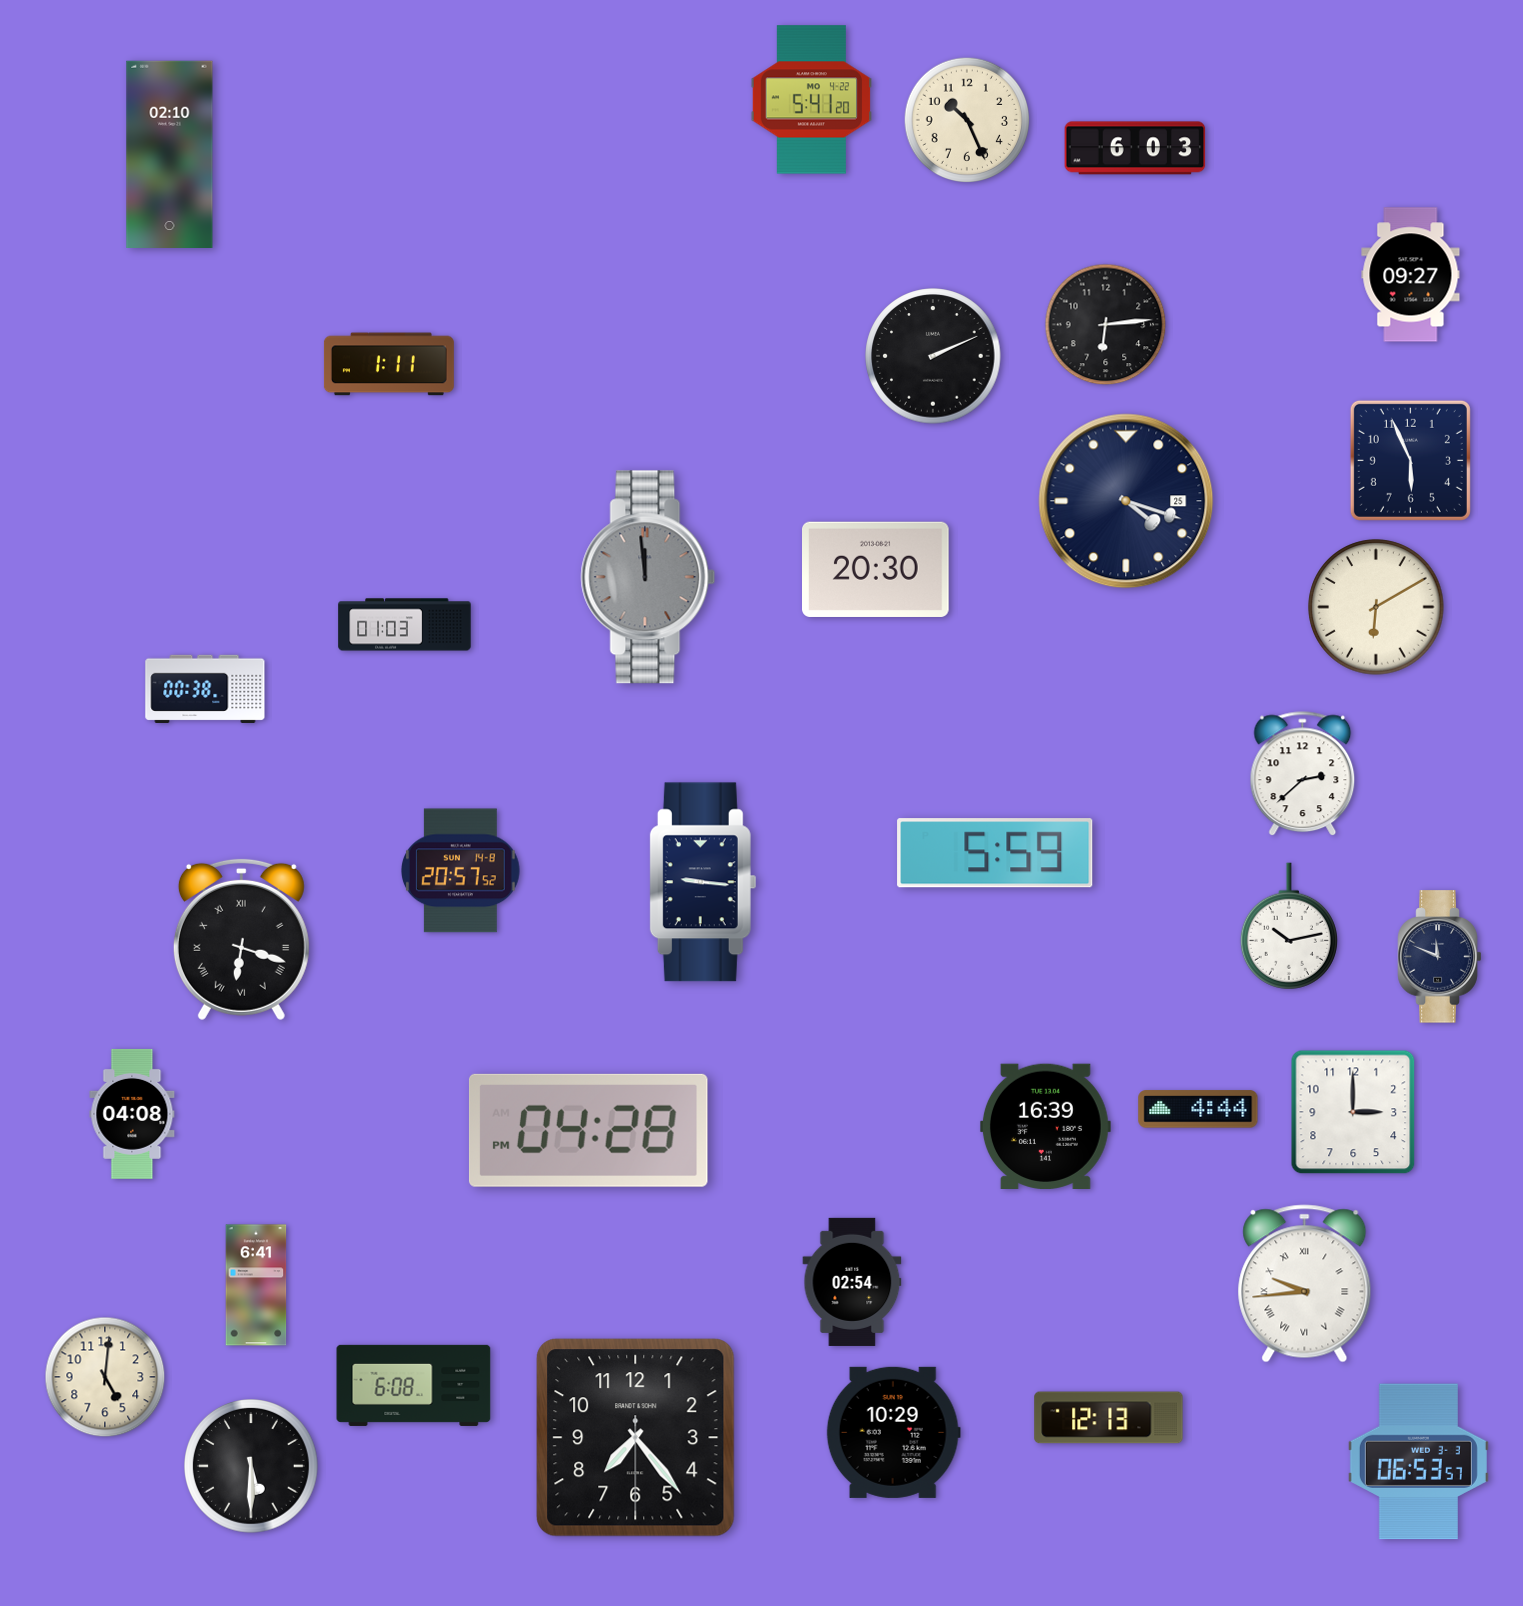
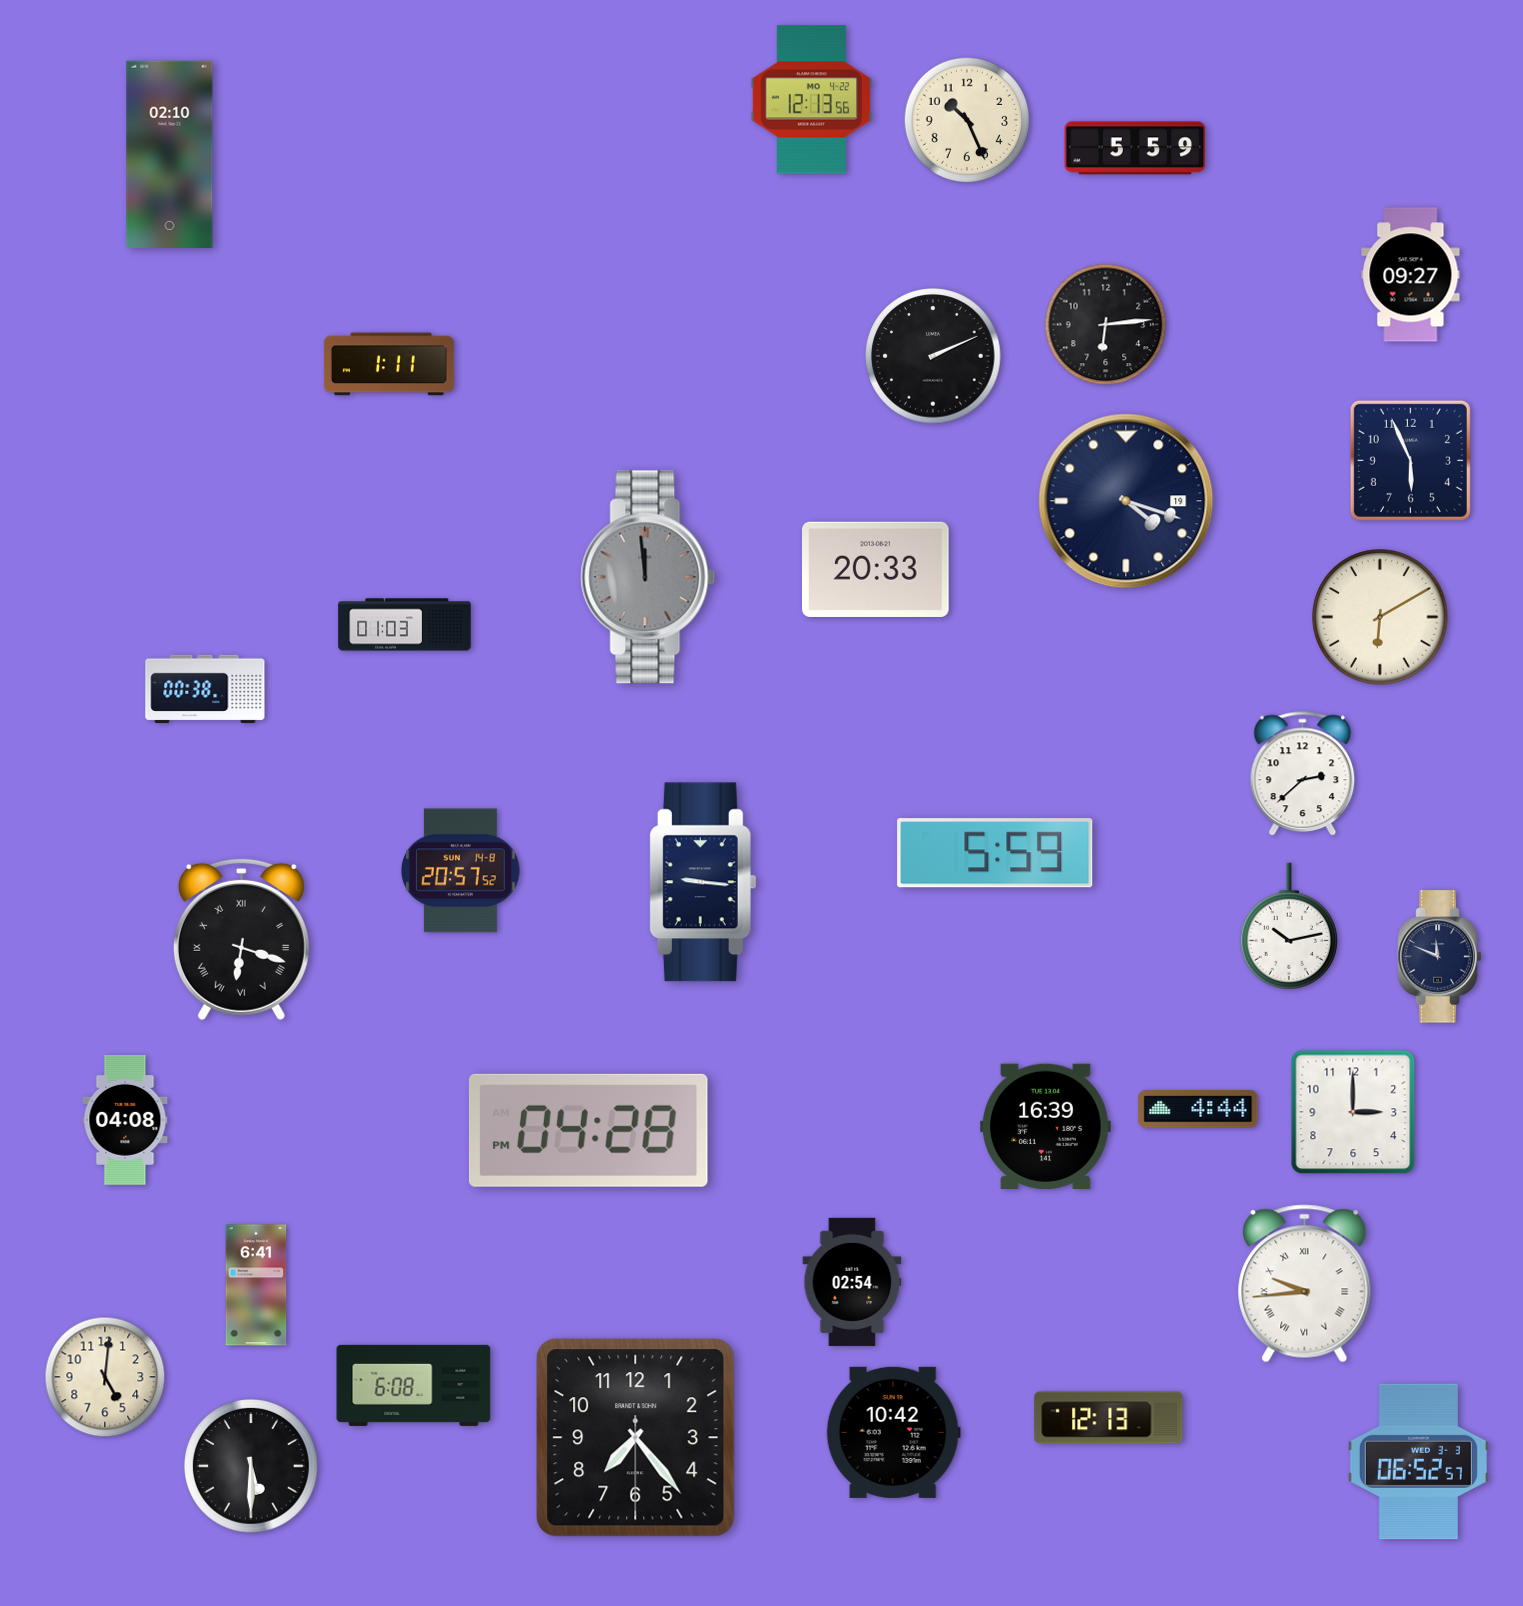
clock at (811, 100): 5:41 -> 12:13
clock at (1135, 148): 6:03 -> 5:59
clock at (1126, 501) date: 25 -> 19
clock at (876, 569): 20:30 -> 20:33
clock at (1376, 607) position: (1376, 607) -> (1380, 617)
clock at (132, 1114) position: (132, 1114) -> (125, 1120)
clock at (893, 1432): 10:29 -> 10:42
clock at (1418, 1462): 06:53 -> 06:52
